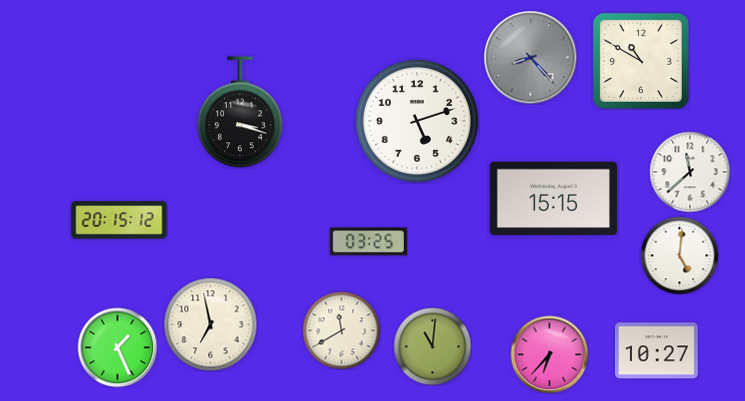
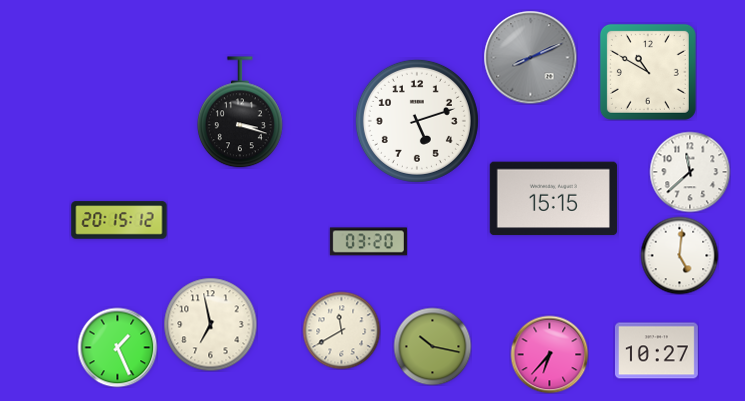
clock at (530, 57): 8:23 -> 8:11
clock at (641, 61) position: (641, 61) -> (648, 72)
clock at (368, 242): 03:25 -> 03:20
clock at (432, 346): 11:01 -> 10:17
